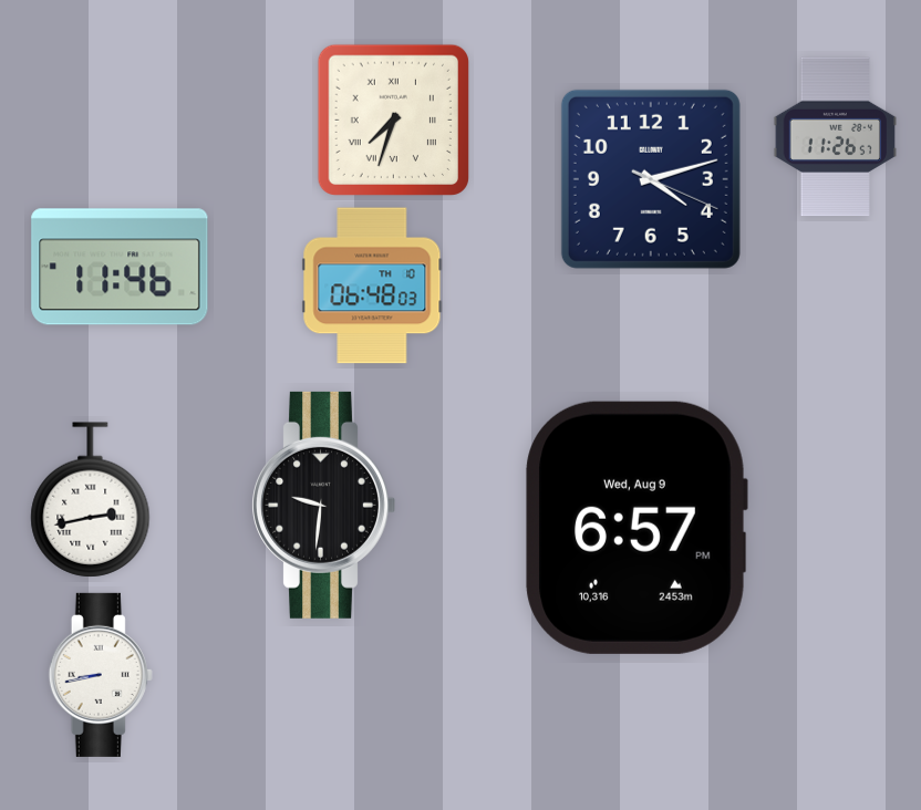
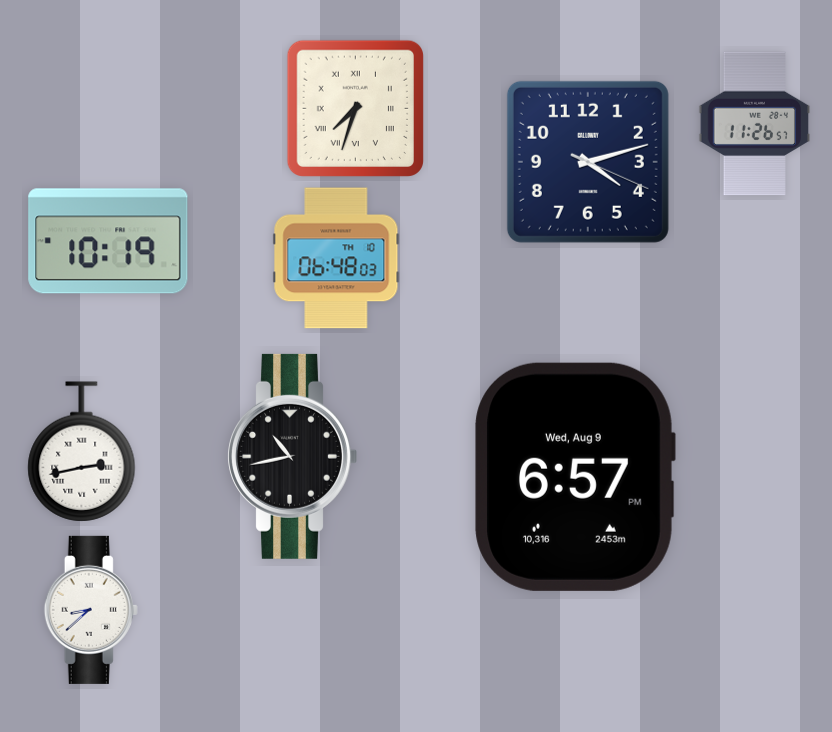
clock at (120, 267): 11:46 -> 10:19
clock at (323, 505): 9:31 -> 10:43
clock at (101, 675): 8:43 -> 8:38
